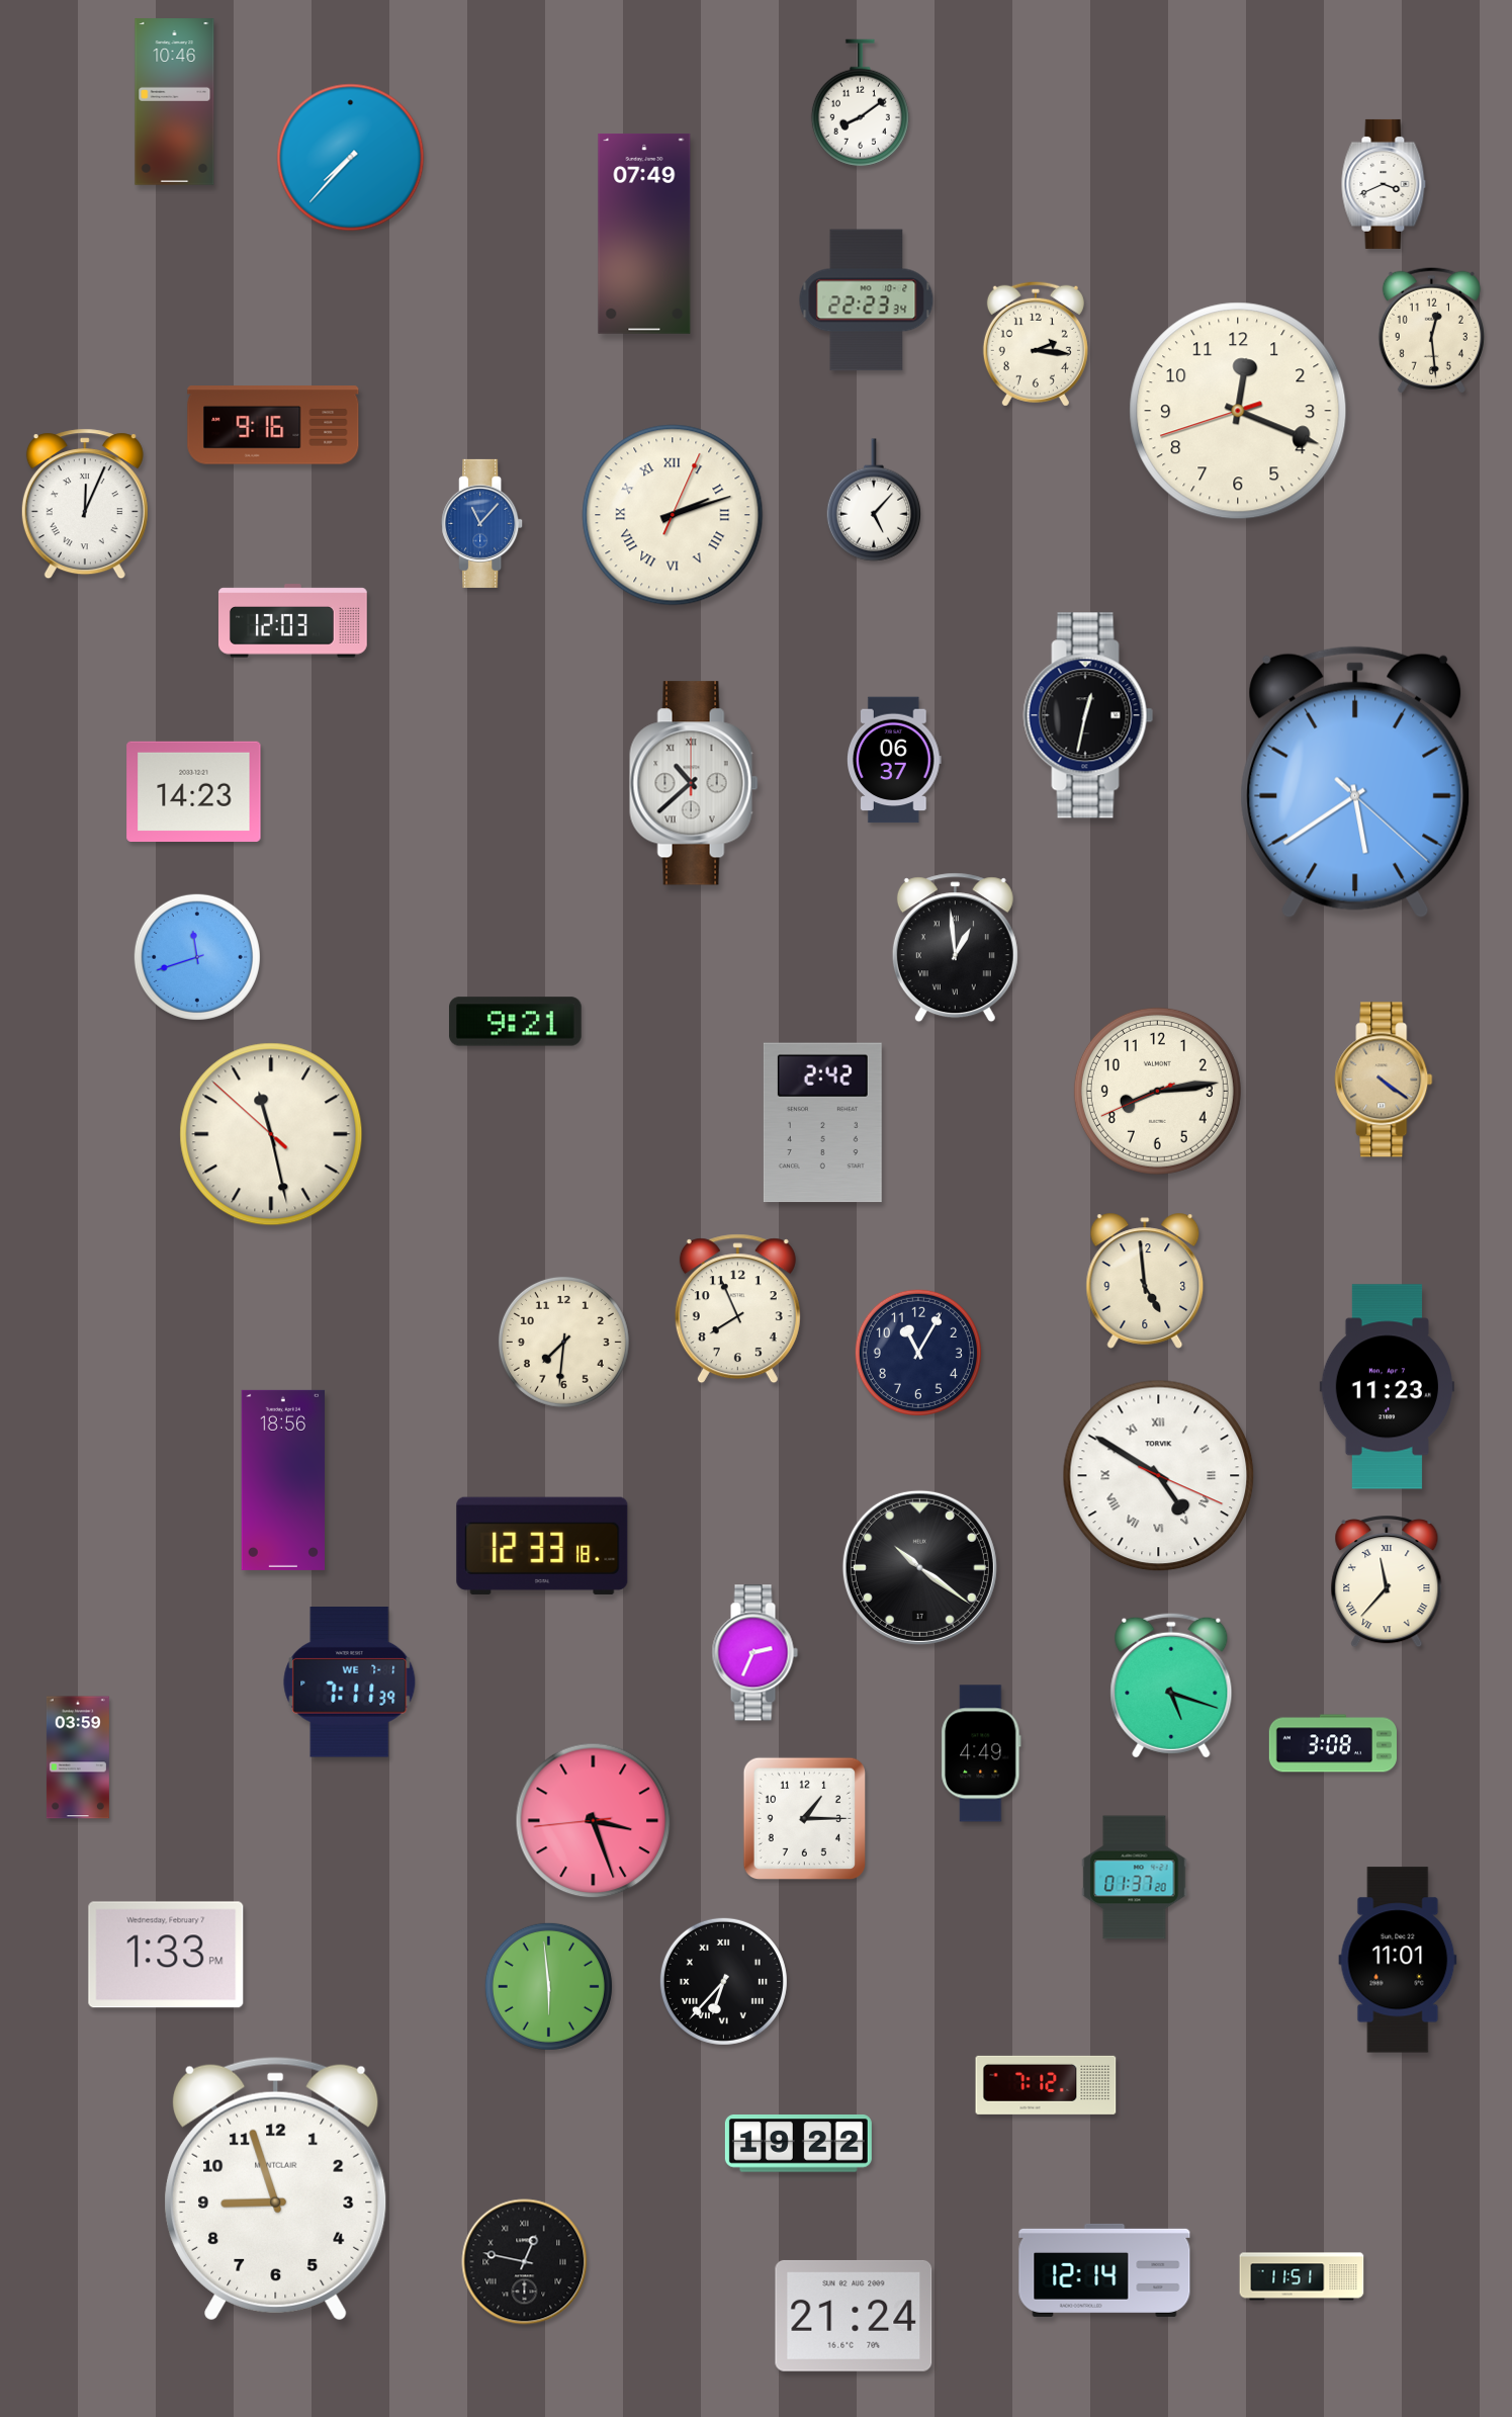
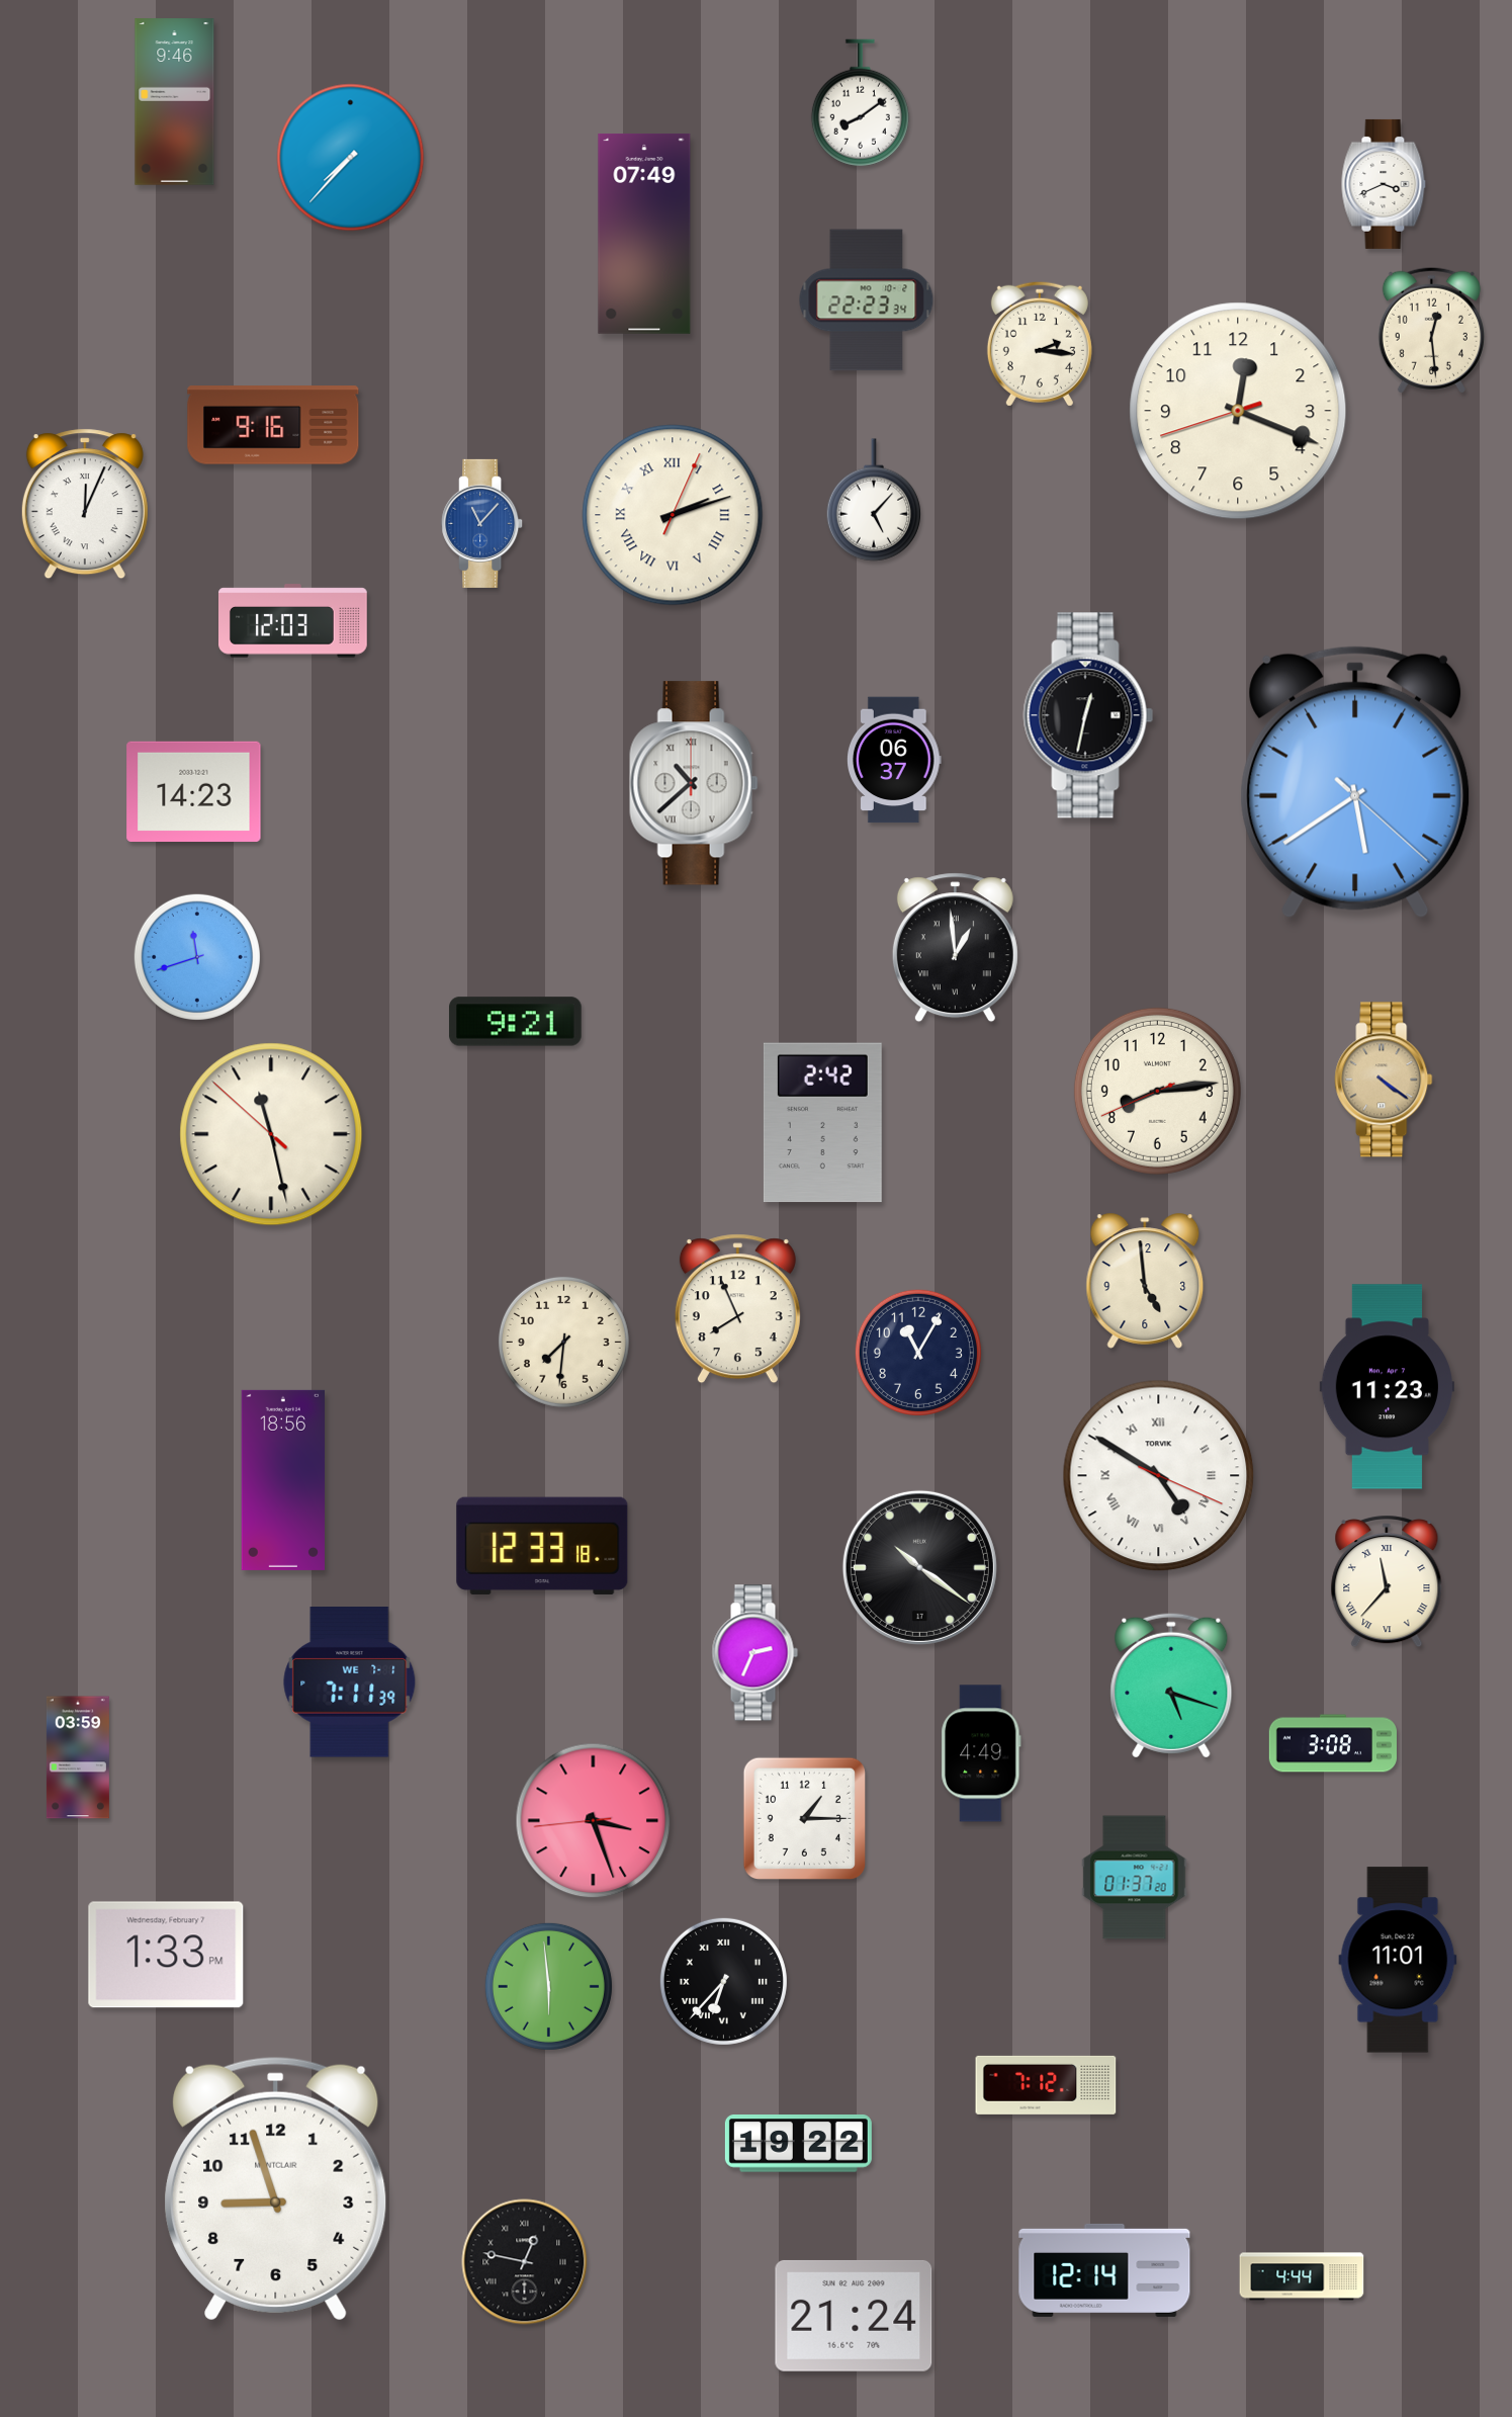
clock at (175, 102): 10:46 -> 9:46
clock at (1036, 344) position: (1036, 344) -> (1040, 344)
clock at (1302, 2276): 11:51 -> 4:44
